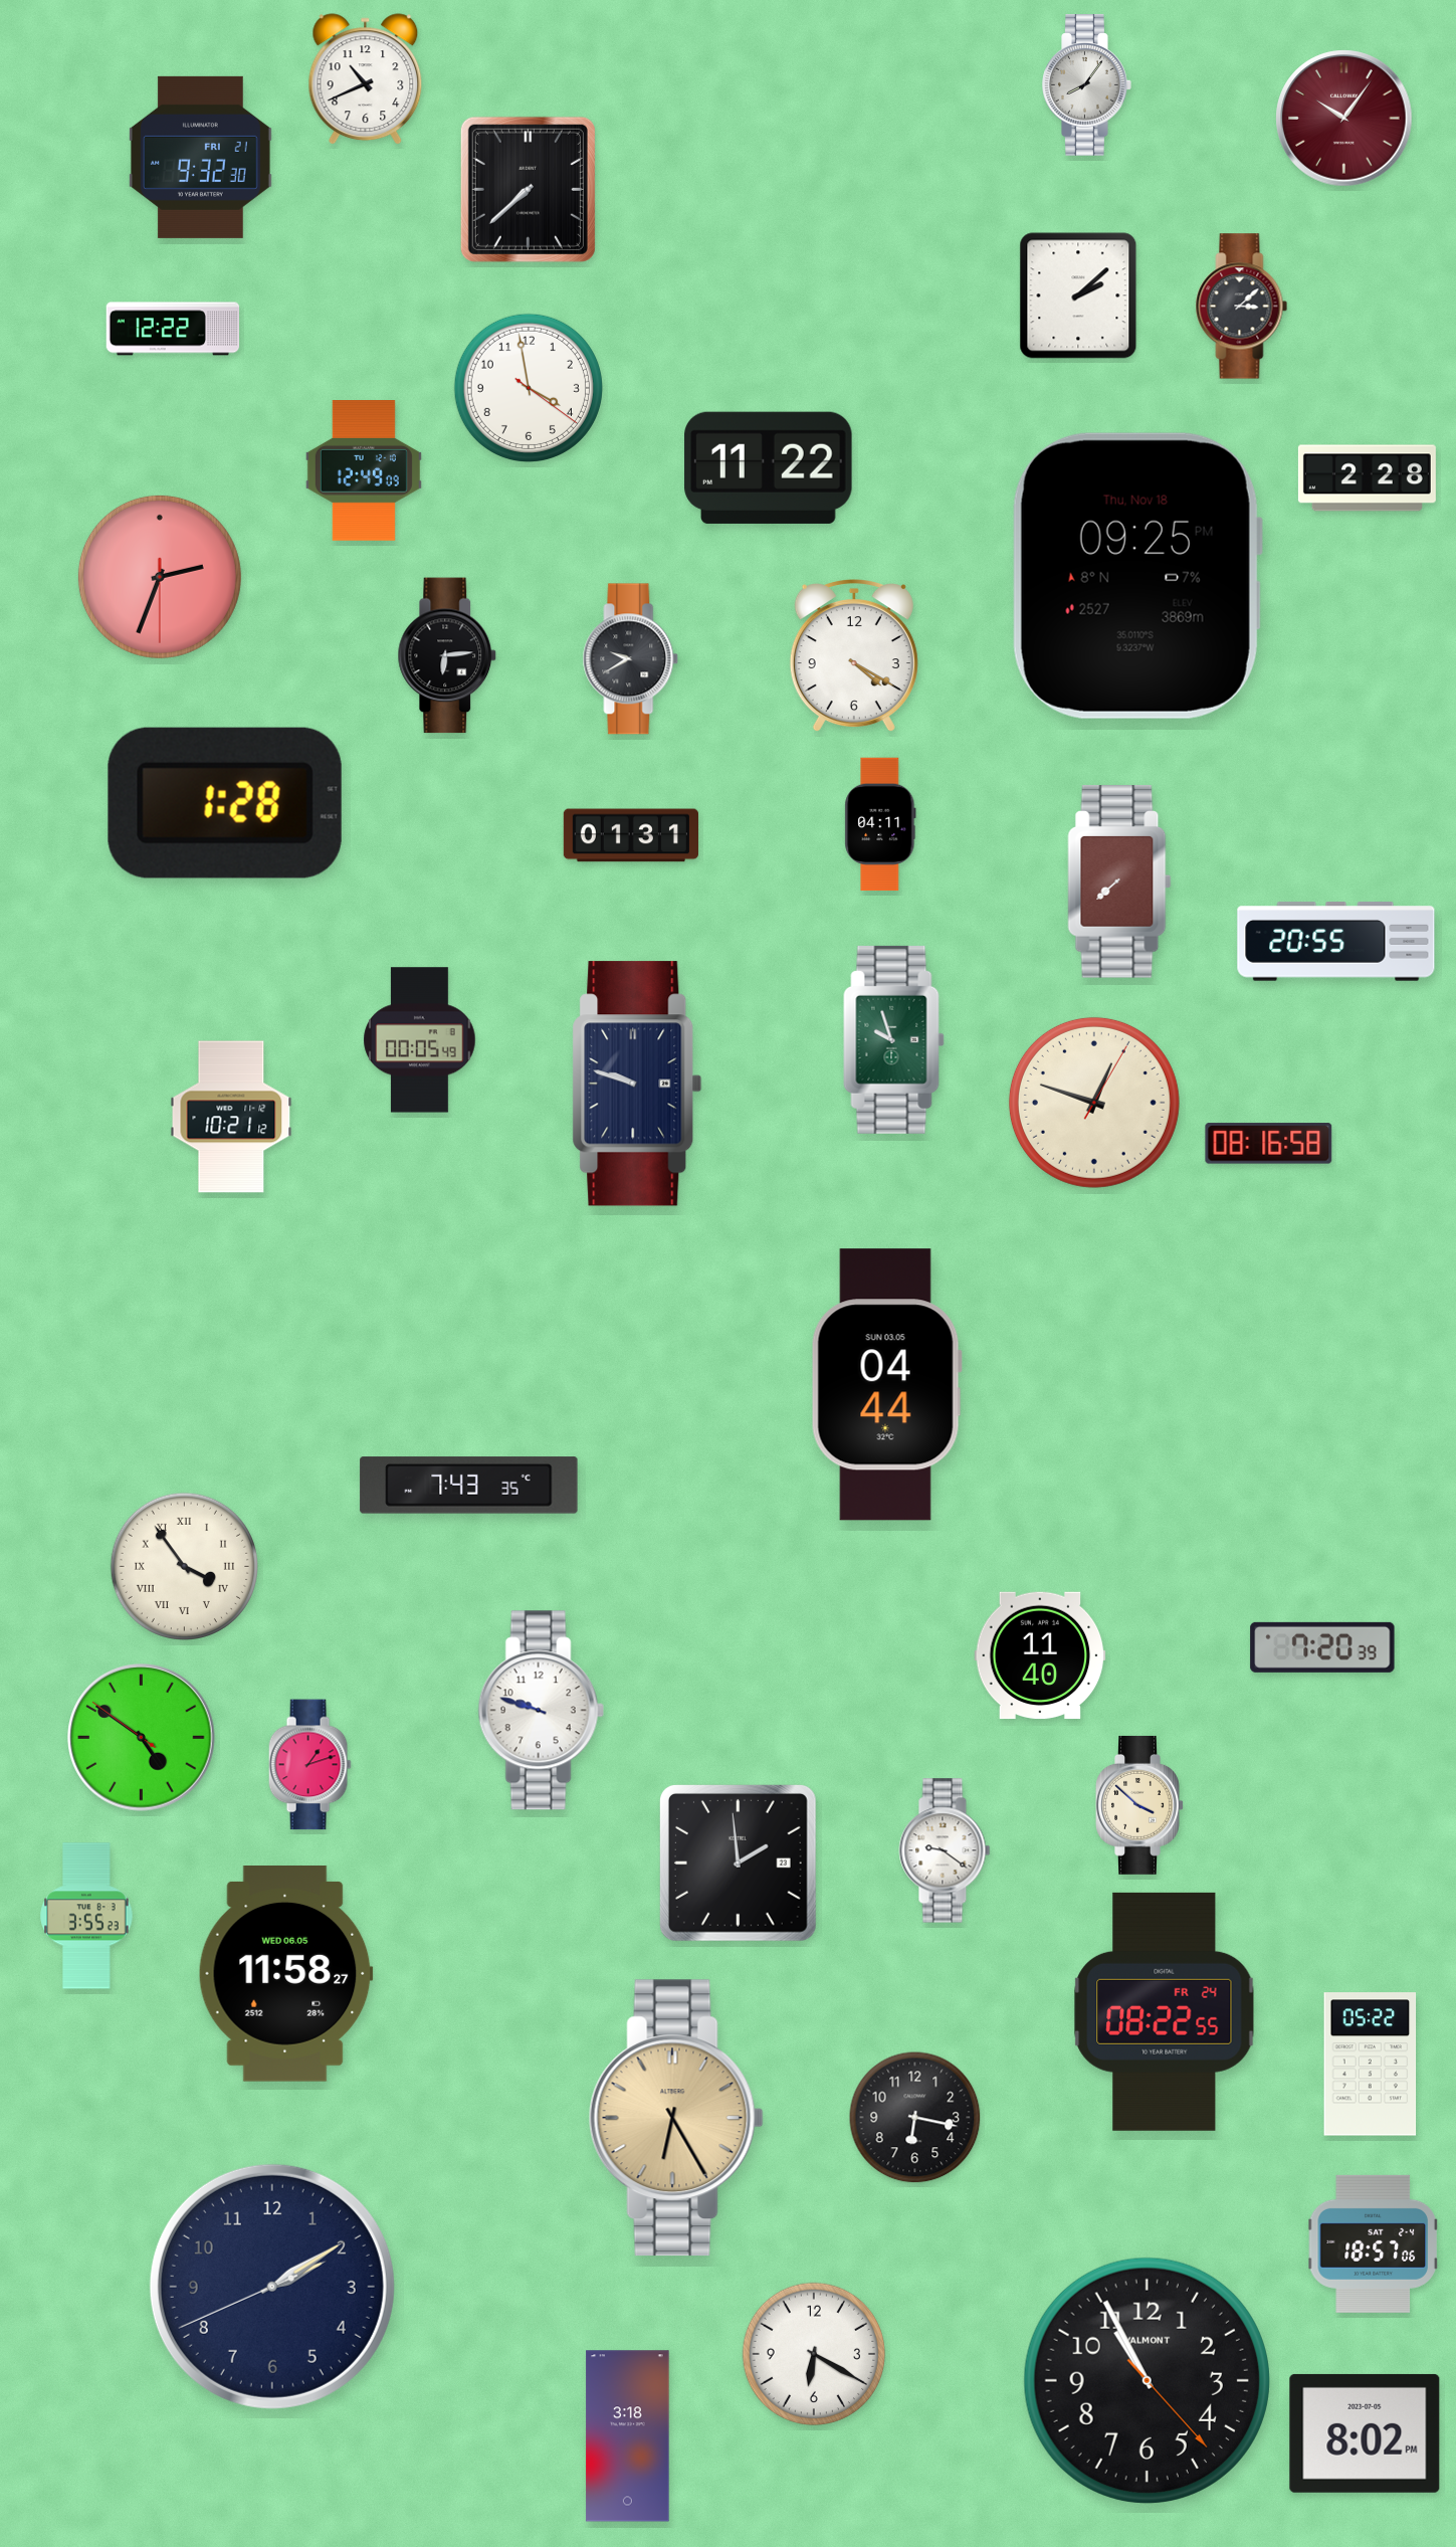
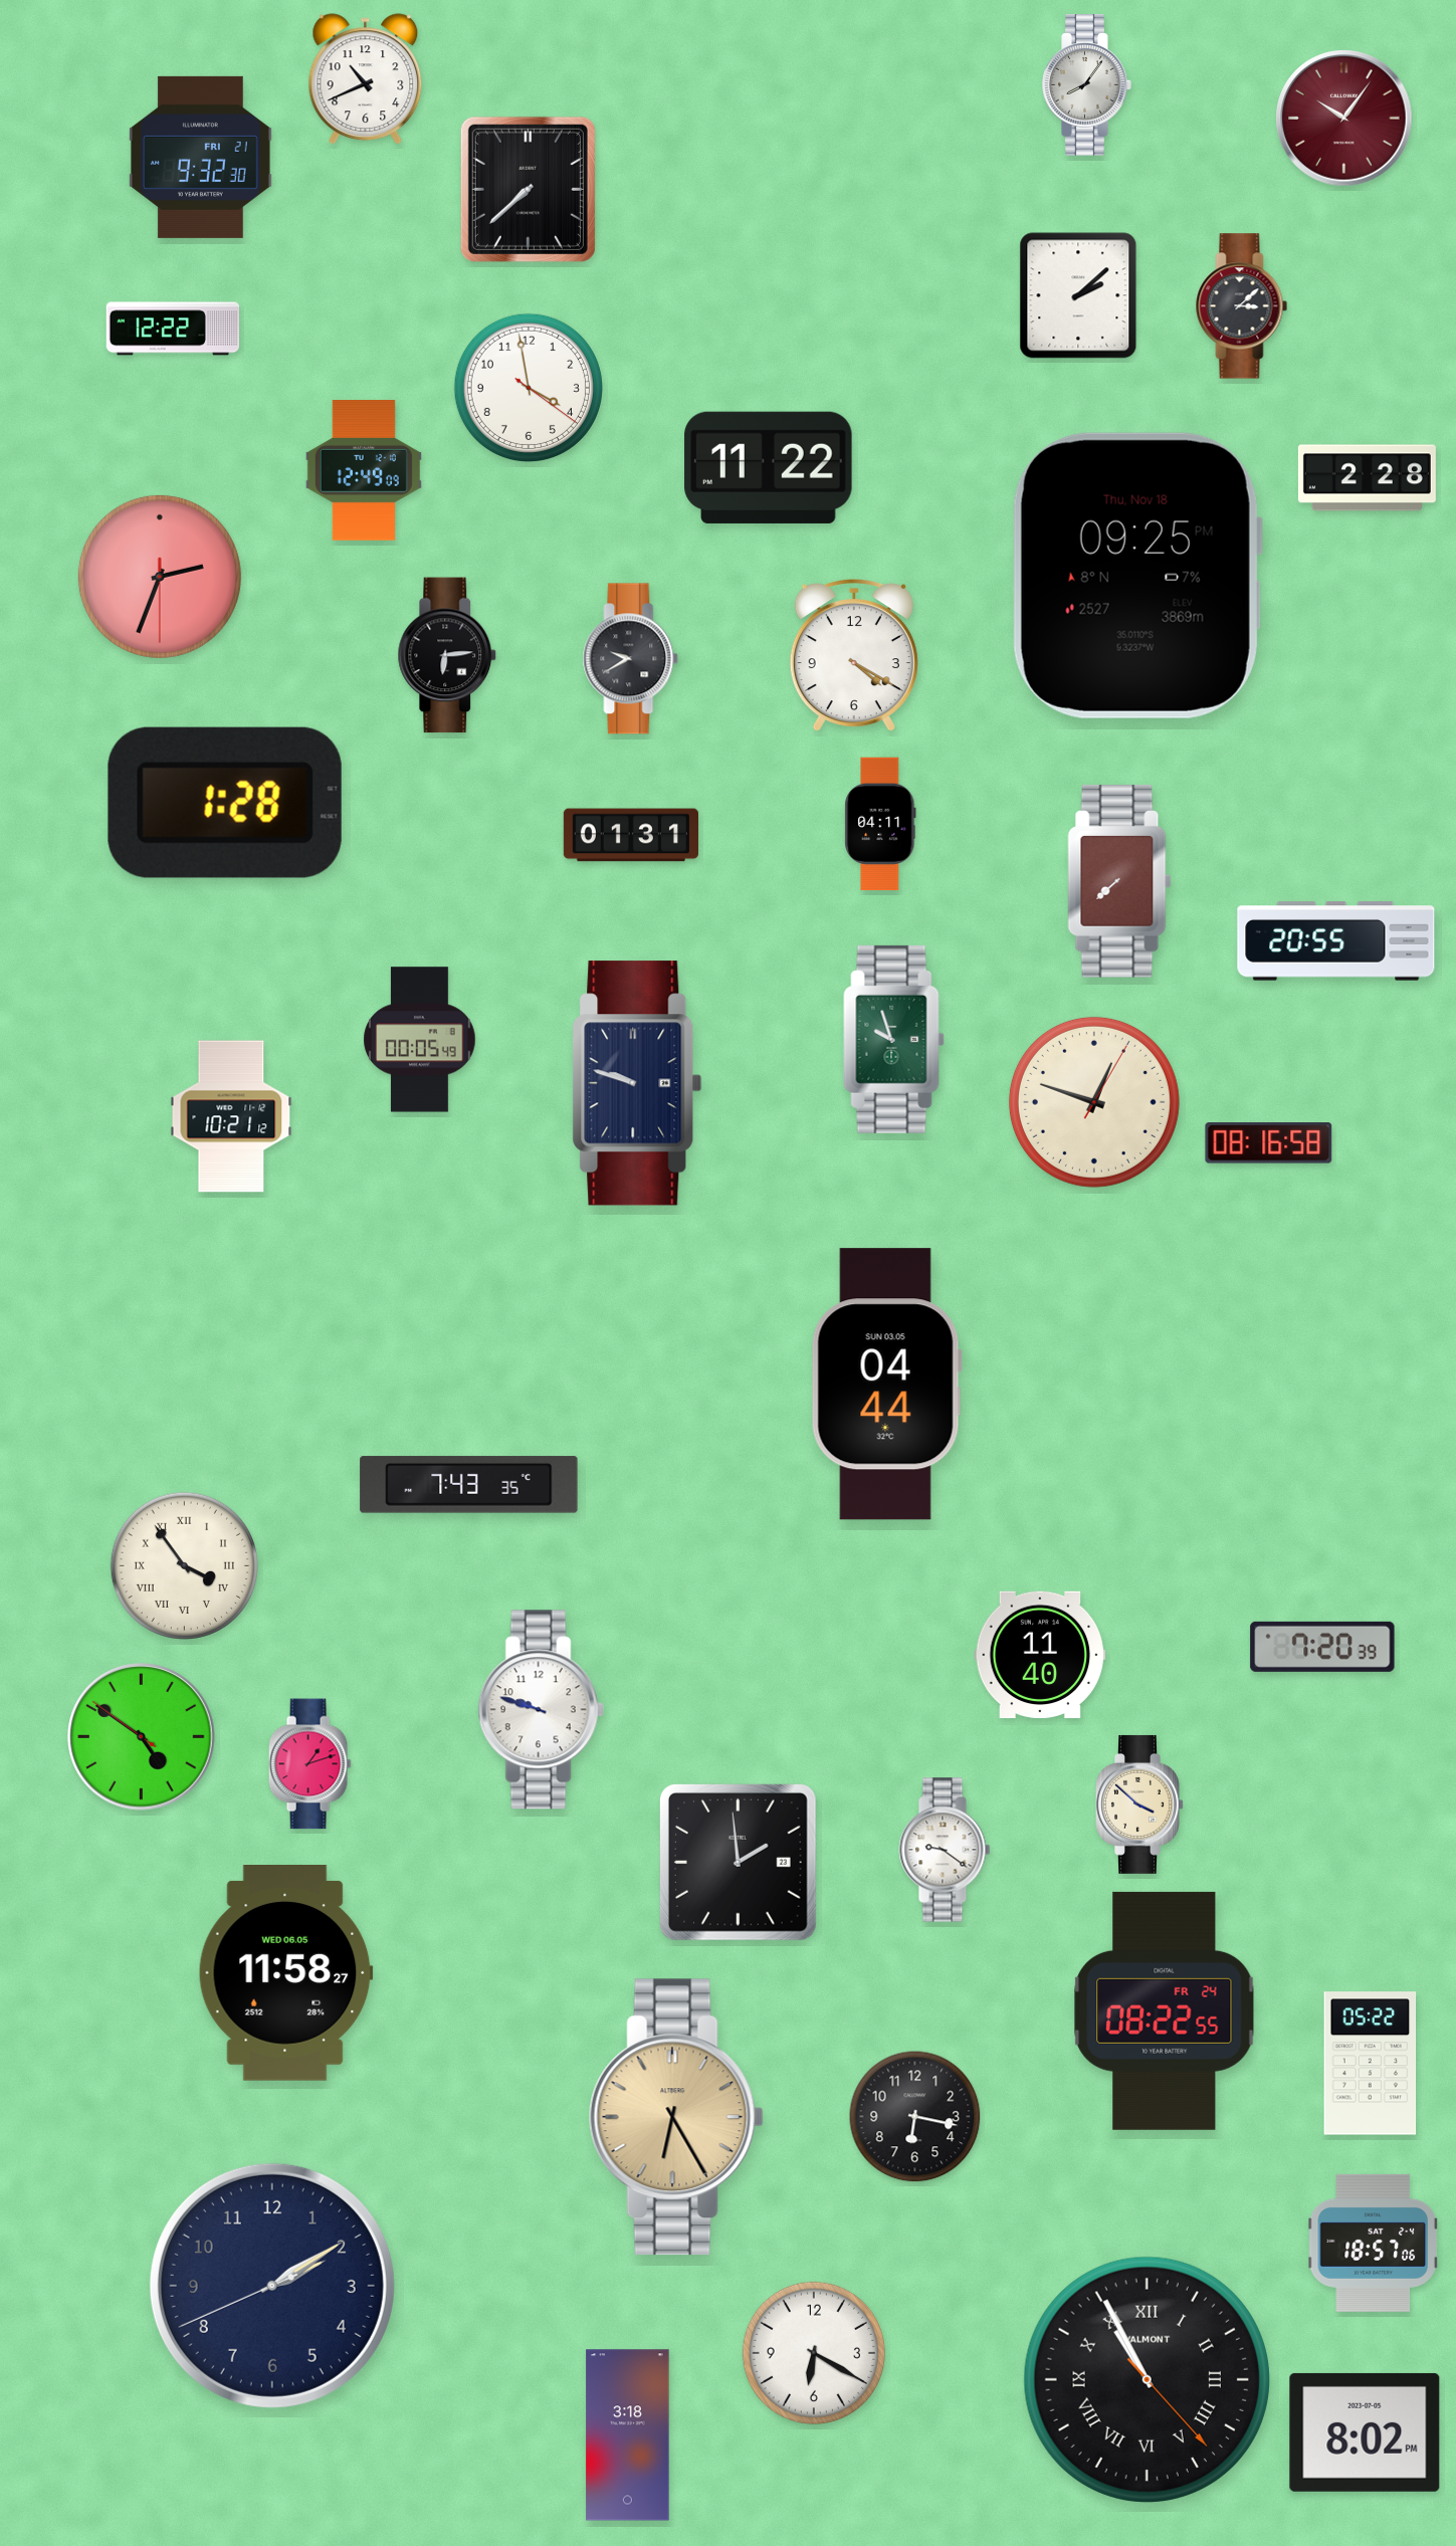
clock at (86, 1916): 3:55 -> none
clock at (1147, 2380) numerals: Arabic -> Roman
